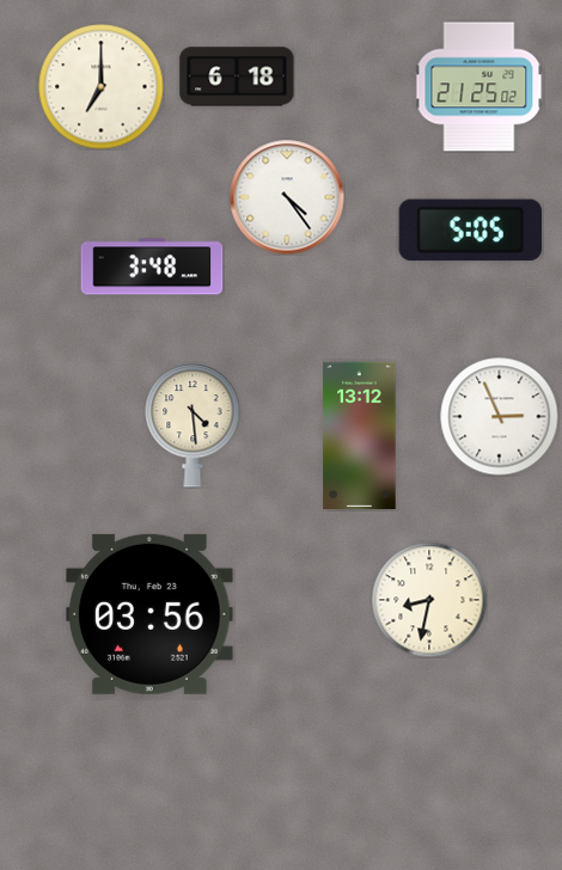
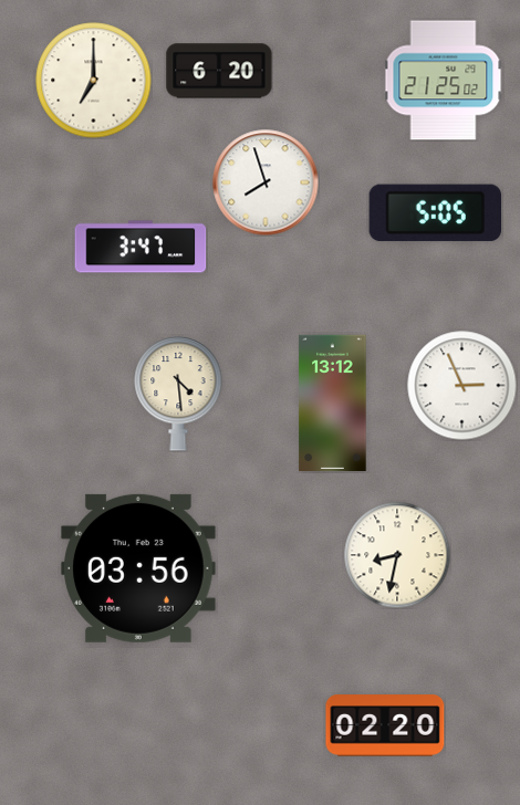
clock at (237, 76): 6:18 -> 6:20
clock at (287, 197): 4:24 -> 7:57
clock at (152, 266): 3:48 -> 3:47
clock at (385, 725): none -> 02:20
